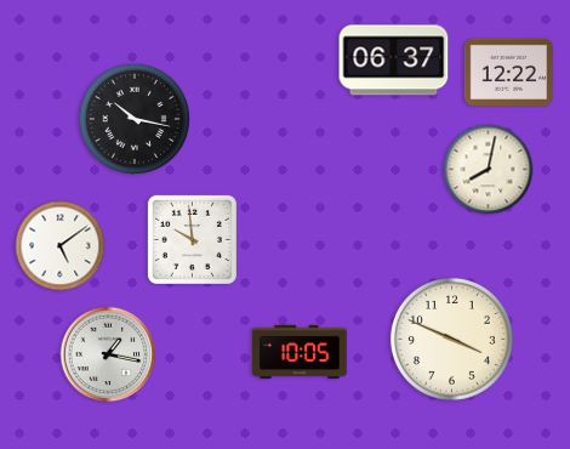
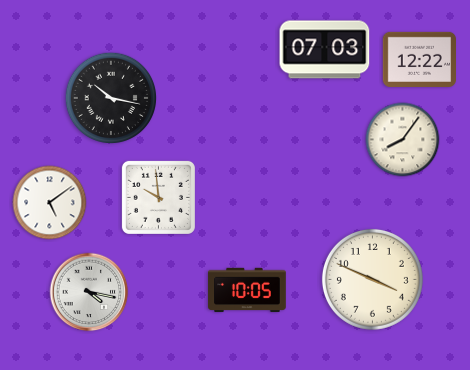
clock at (394, 61): 06:37 -> 07:03
clock at (489, 170): 8:02 -> 8:06
clock at (108, 354): 1:17 -> 4:17
